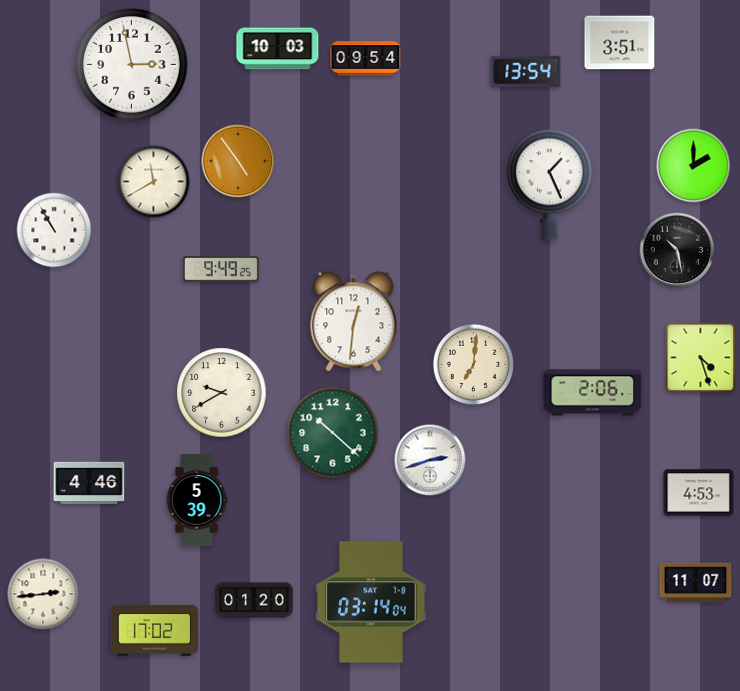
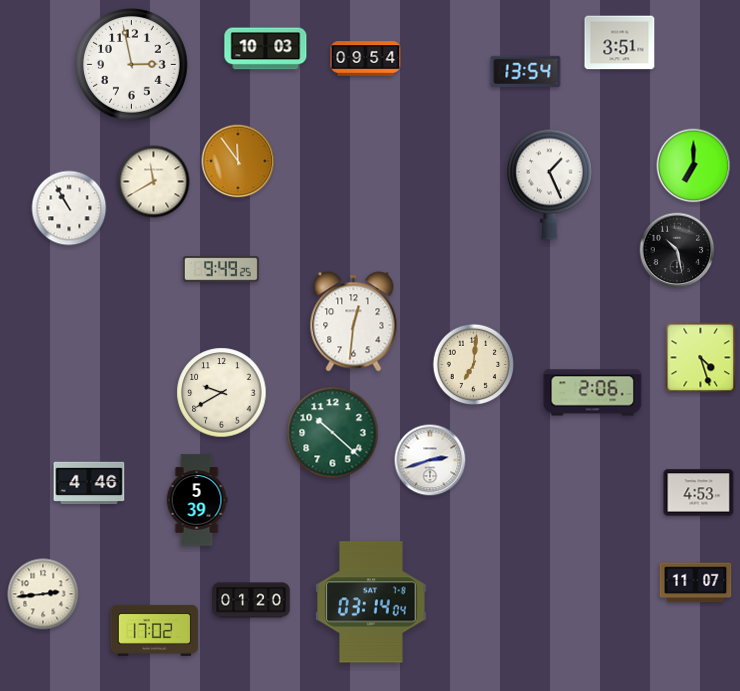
clock at (278, 49) position: (278, 49) -> (266, 49)
clock at (238, 161): 4:54 -> 11:54
clock at (694, 166): 2:00 -> 7:00
clock at (54, 230) position: (54, 230) -> (69, 208)
clock at (254, 600) position: (254, 600) -> (251, 600)
